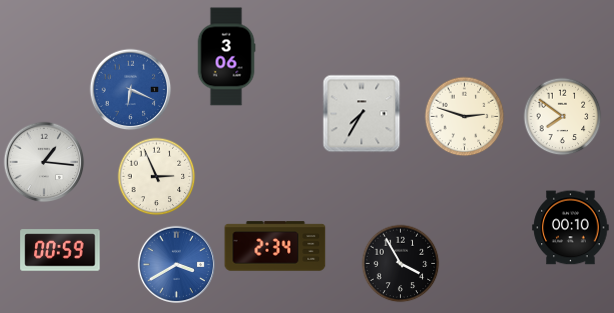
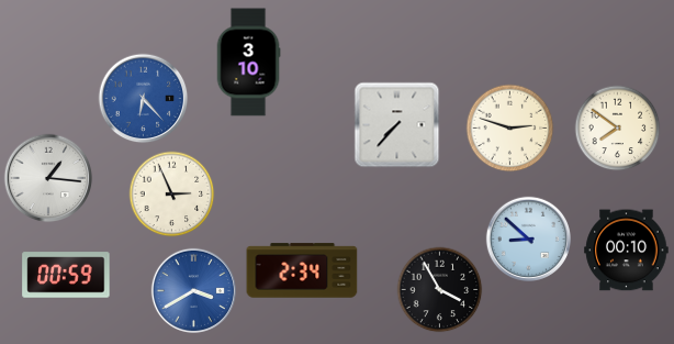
clock at (226, 57): 3:06 -> 3:10
clock at (130, 89): 6:19 -> 6:23
clock at (361, 113): 7:35 -> 7:37
clock at (528, 238): none -> 8:52
